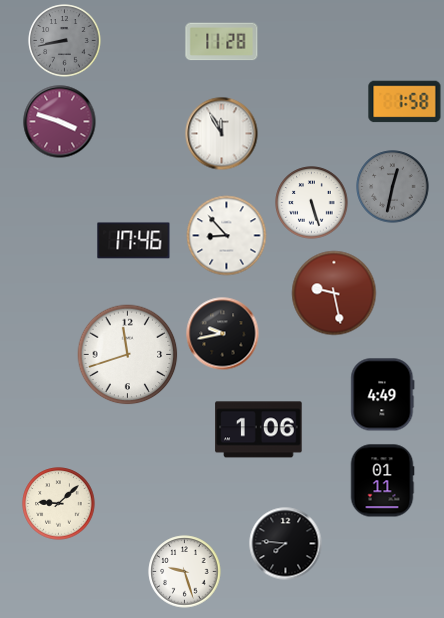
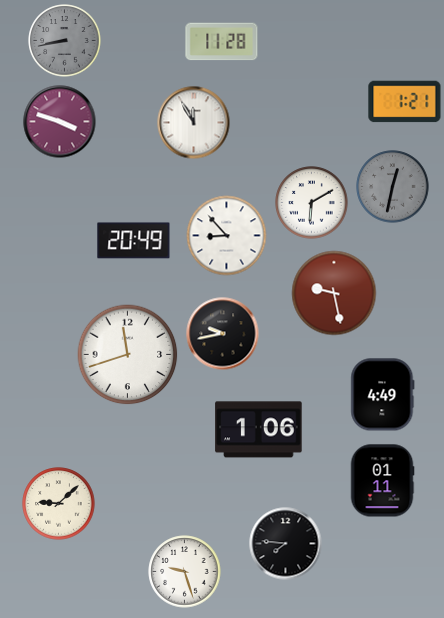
clock at (405, 102): 1:58 -> 1:21
clock at (222, 134) position: (222, 134) -> (194, 123)
clock at (312, 203): 5:27 -> 6:10
clock at (134, 241): 17:46 -> 20:49
